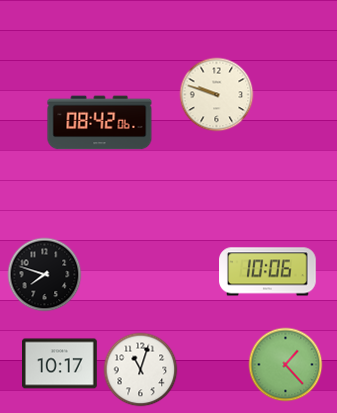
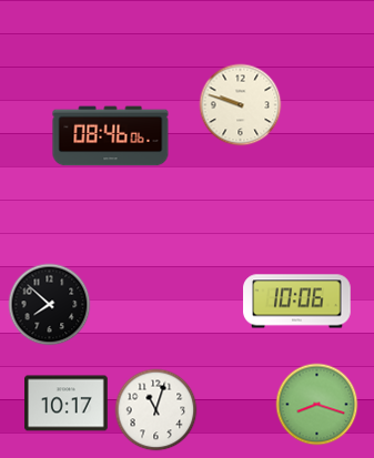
clock at (100, 123): 08:42 -> 08:46
clock at (45, 275): 7:48 -> 7:52
clock at (286, 365): 1:23 -> 8:18
